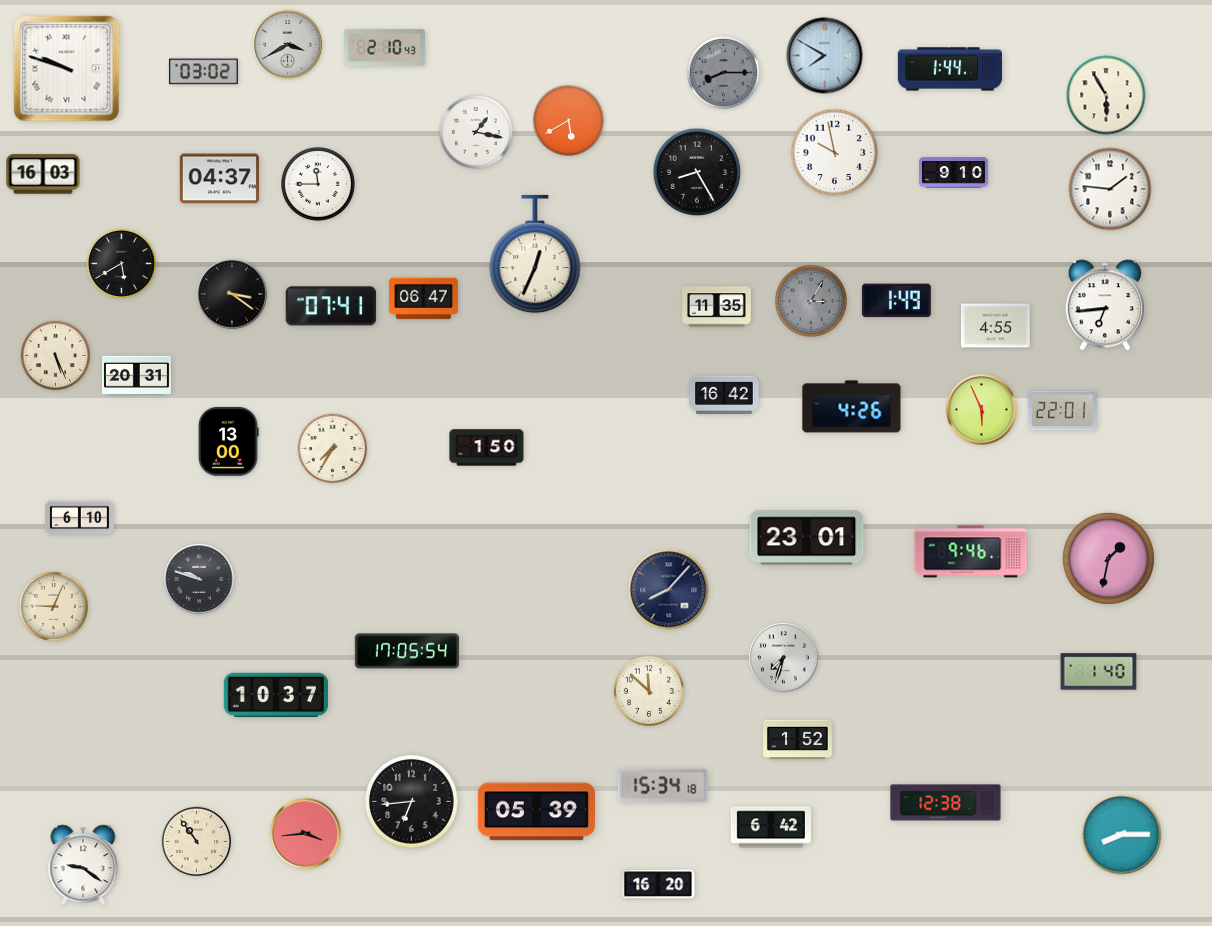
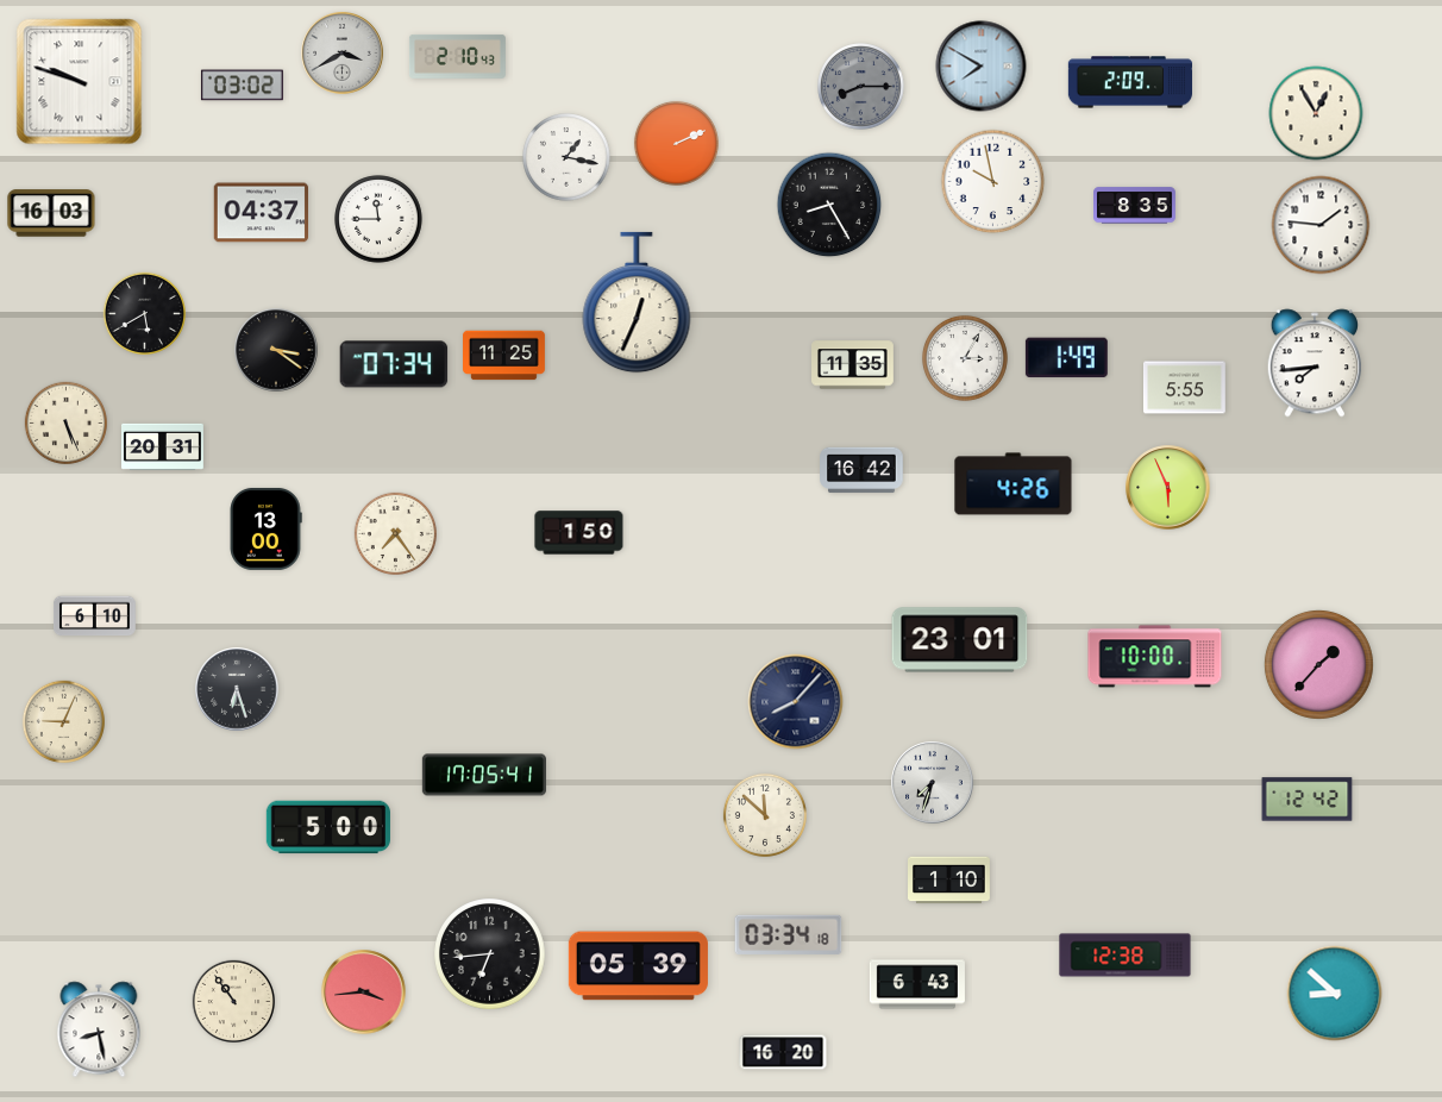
clock at (949, 69): 1:44 -> 2:09
clock at (1106, 95): 5:55 -> 12:55
clock at (568, 120): 5:40 -> 2:11
clock at (954, 173): 9:10 -> 8:35
clock at (43, 174) position: (43, 174) -> (51, 213)
clock at (424, 299): 06:47 -> 11:25
clock at (811, 301) dial: grey -> white
clock at (1104, 305): 6:44 -> 7:44
clock at (331, 306): 07:41 -> 07:34
clock at (996, 326): 4:55 -> 5:55
clock at (1062, 411): 22:01 -> none
clock at (228, 441) position: (228, 441) -> (265, 528)
clock at (332, 448): 7:35 -> 7:24
clock at (971, 552): 9:46 -> 10:00
clock at (1108, 558): 1:32 -> 1:37
clock at (199, 579): 9:48 -> 6:27
clock at (406, 651): 17:05:54 -> 17:05:41
clock at (1099, 672): 1:40 -> 12:42
clock at (649, 691) position: (649, 691) -> (765, 815)
clock at (276, 695): 10:37 -> 5:00
clock at (798, 740): 1:52 -> 1:10
clock at (663, 785): 15:34 -> 03:34
clock at (771, 827): 6:42 -> 6:43
clock at (1122, 835): 8:15 -> 8:52
clock at (83, 865): 9:21 -> 8:28
